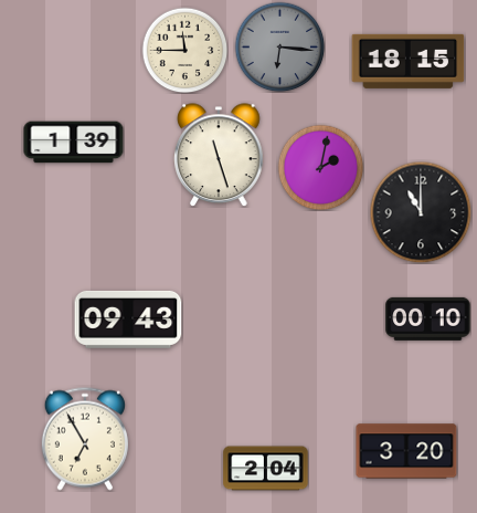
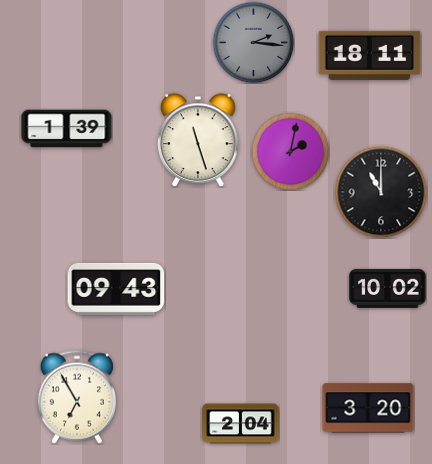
clock at (279, 46): 6:16 -> 2:16
clock at (184, 50): 11:45 -> none
clock at (409, 61): 18:15 -> 18:11
clock at (428, 318): 00:10 -> 10:02
